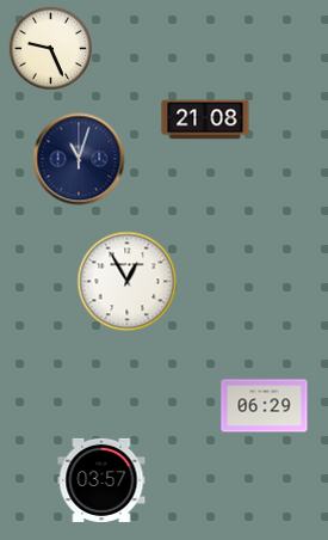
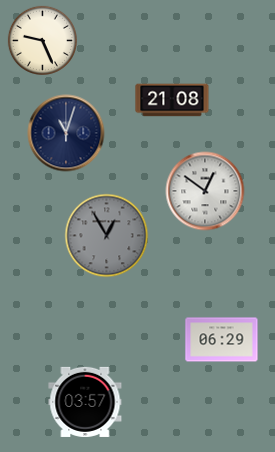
clock at (205, 191): none -> 12:51
clock at (128, 282) dial: white -> grey
